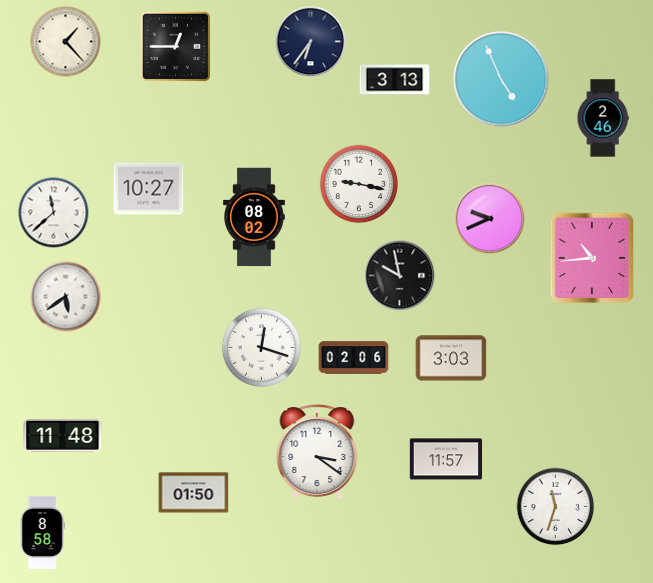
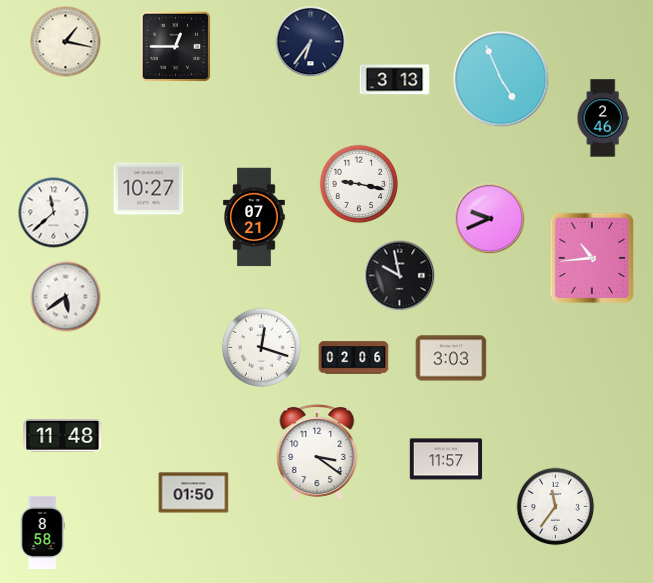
clock at (66, 42): 1:23 -> 1:17
clock at (255, 217): 08:02 -> 07:21
clock at (556, 507): 11:33 -> 11:36
